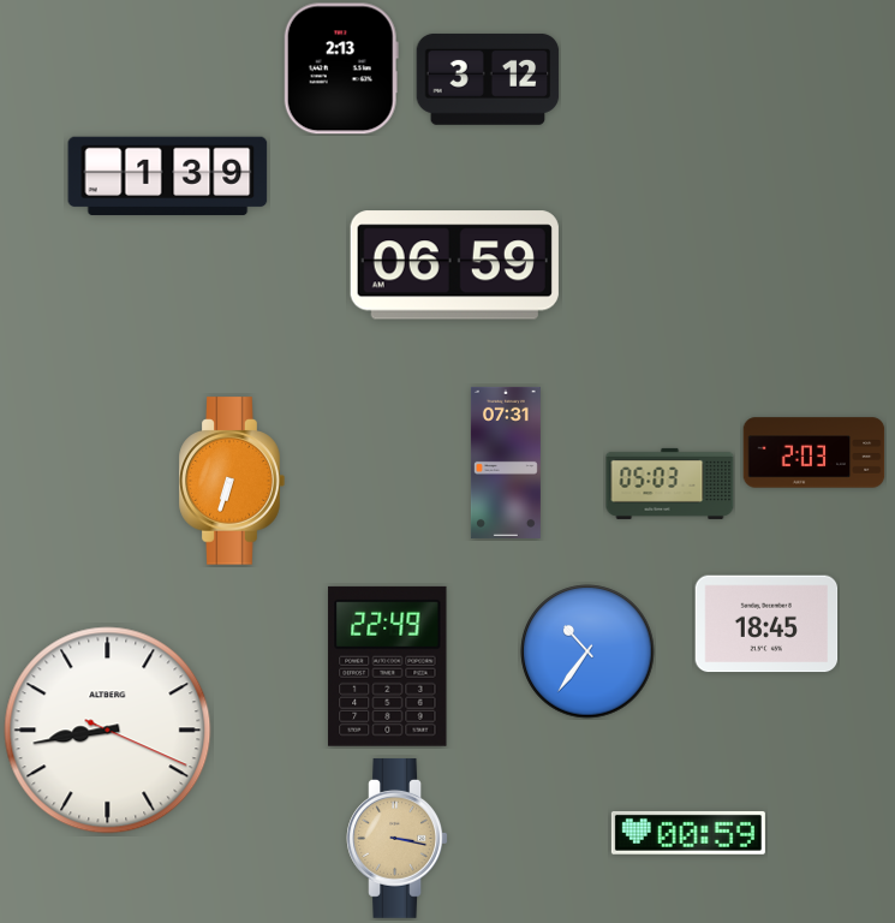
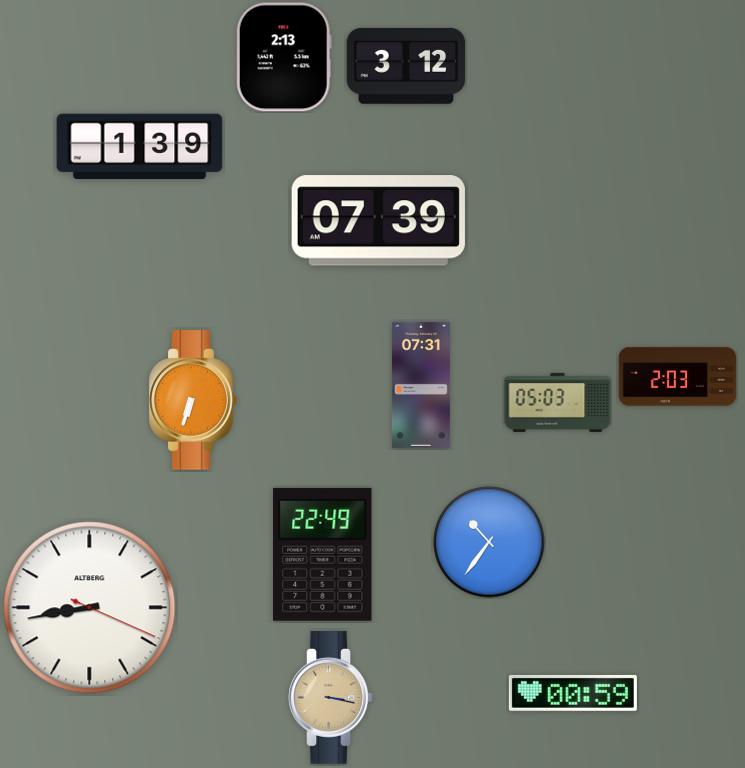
clock at (454, 266): 06:59 -> 07:39
clock at (766, 624): 18:45 -> none
